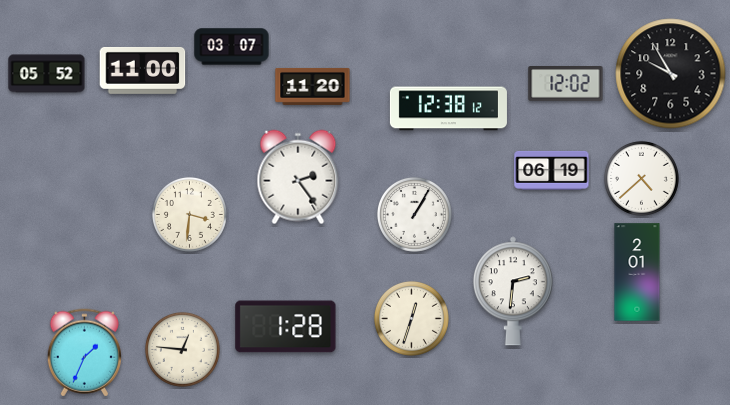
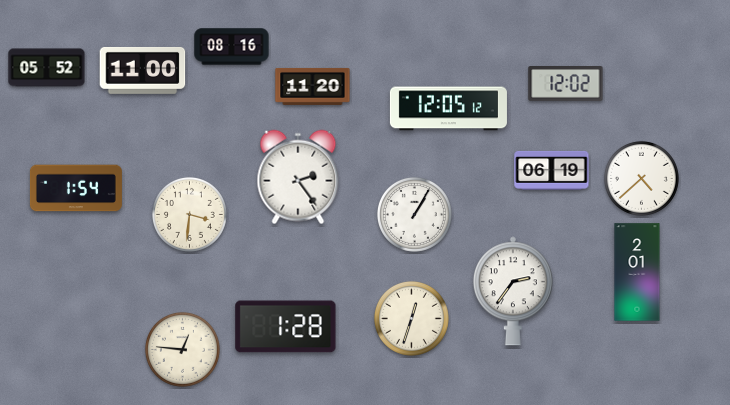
clock at (232, 47): 03:07 -> 08:16
clock at (47, 74) position: (47, 74) -> (47, 68)
clock at (671, 74): 9:55 -> none
clock at (448, 109): 12:38 -> 12:05
clock at (76, 188): none -> 1:54
clock at (513, 291): 2:31 -> 2:36
clock at (84, 353): 1:34 -> none
